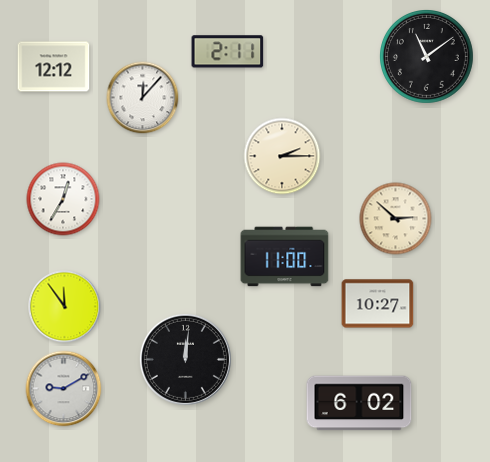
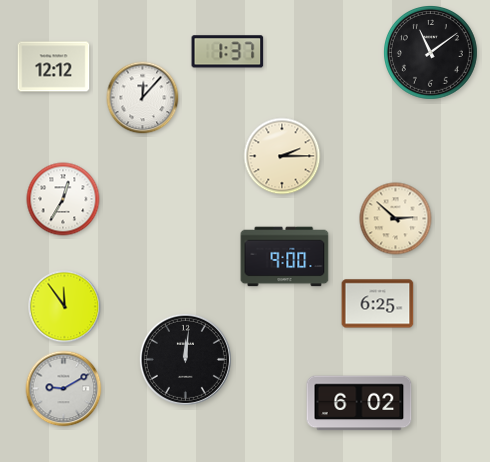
clock at (228, 52): 2:11 -> 1:37
clock at (427, 57) position: (427, 57) -> (431, 53)
clock at (285, 257): 11:00 -> 9:00
clock at (378, 304): 10:27 -> 6:25
